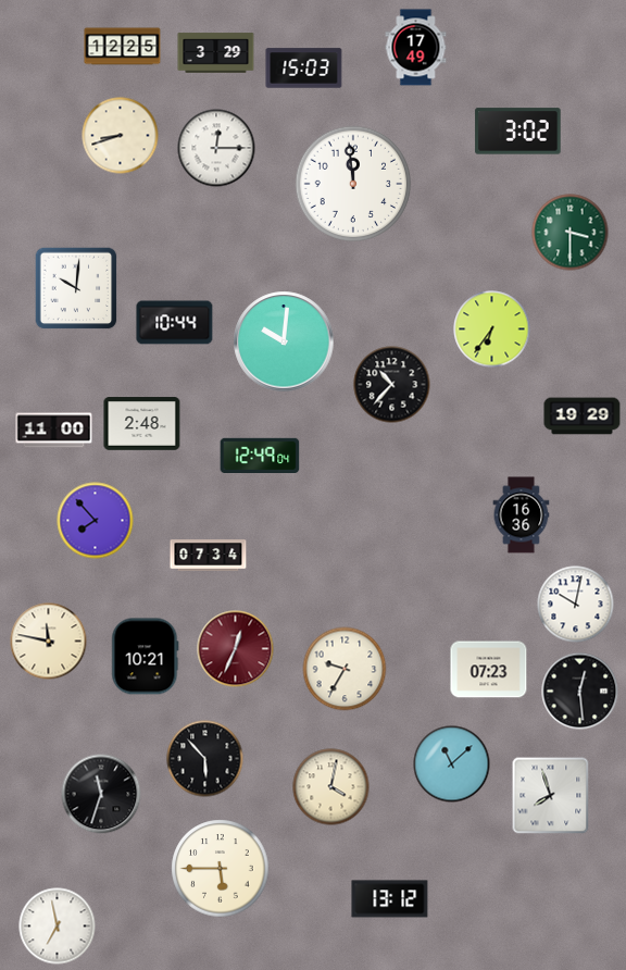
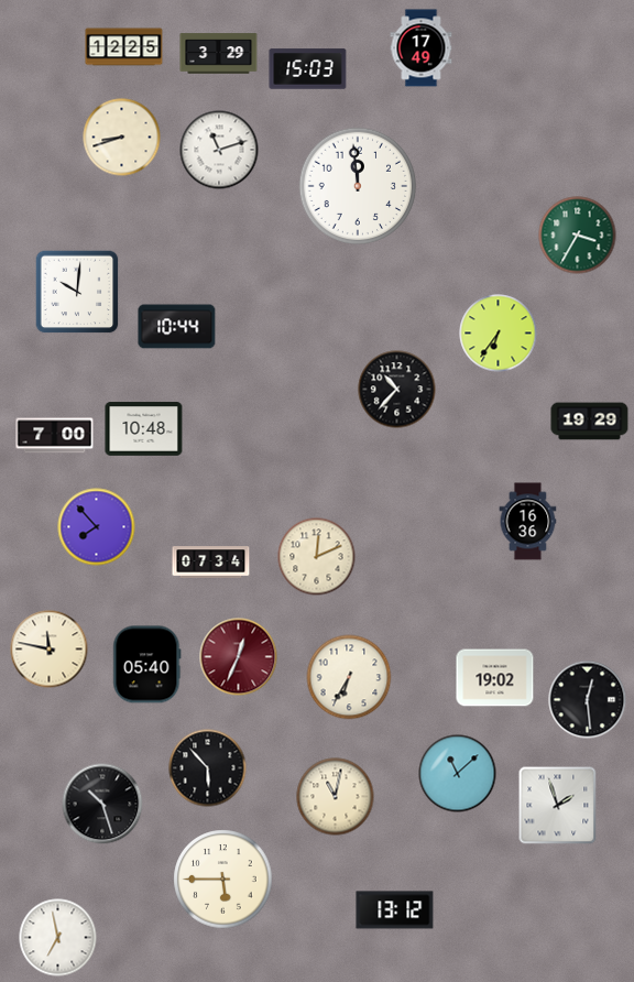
clock at (518, 132): 3:02 -> none
clock at (216, 148): 12:15 -> 11:12
clock at (571, 233): 3:30 -> 3:35
clock at (284, 341): 10:01 -> none
clock at (142, 424): 2:48 -> 10:48
clock at (54, 431): 11:00 -> 7:00
clock at (260, 455): 12:49 -> none
clock at (317, 557): none -> 12:11
clock at (576, 605): 10:02 -> none
clock at (146, 657): 10:21 -> 05:40
clock at (345, 669): 9:35 -> 6:35
clock at (489, 670): 07:23 -> 19:02
clock at (331, 787): 4:02 -> 11:02
clock at (101, 794): 11:33 -> 10:27
clock at (551, 796): 7:57 -> 1:57
